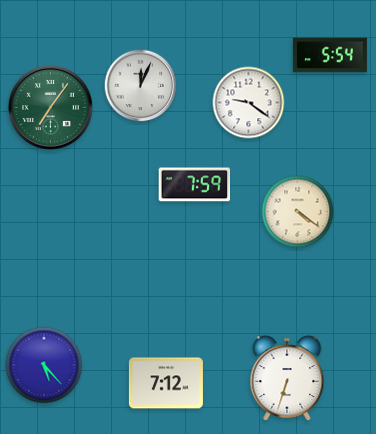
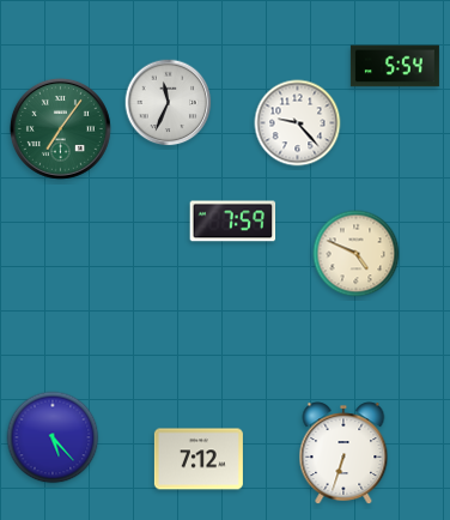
clock at (141, 86): 12:04 -> 11:34
clock at (249, 103): 9:21 -> 9:23
clock at (298, 212): 4:21 -> 4:49
